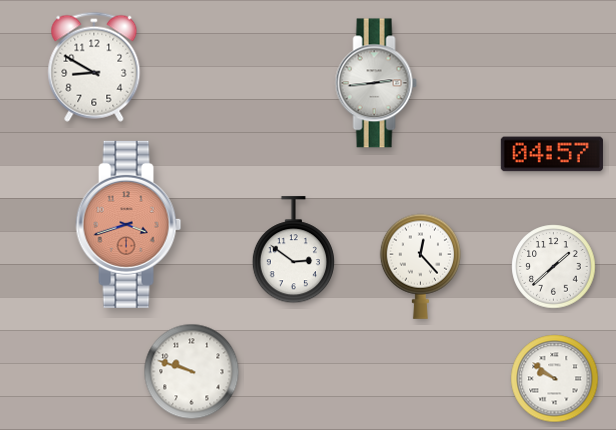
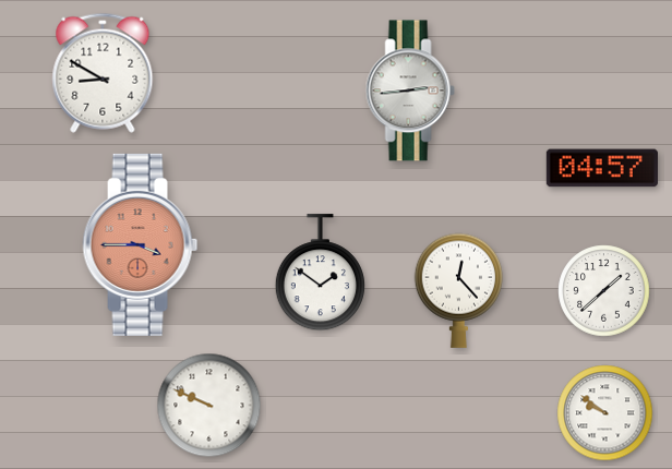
clock at (129, 224): 3:42 -> 3:45
clock at (293, 250): 2:51 -> 1:51
clock at (192, 372): 9:48 -> 9:49
